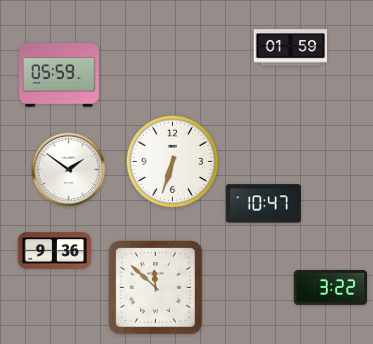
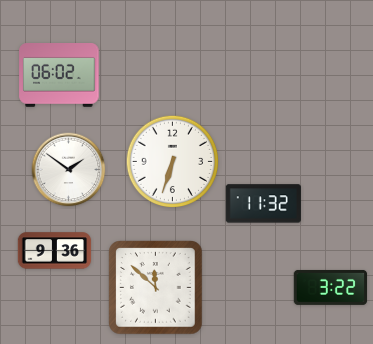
clock at (291, 48): 01:59 -> none
clock at (59, 76): 05:59 -> 06:02
clock at (263, 204): 10:47 -> 11:32
